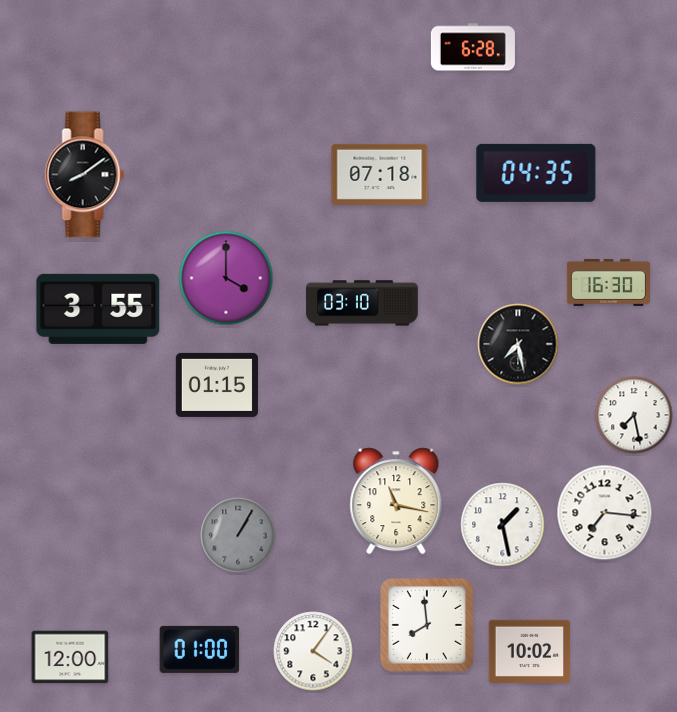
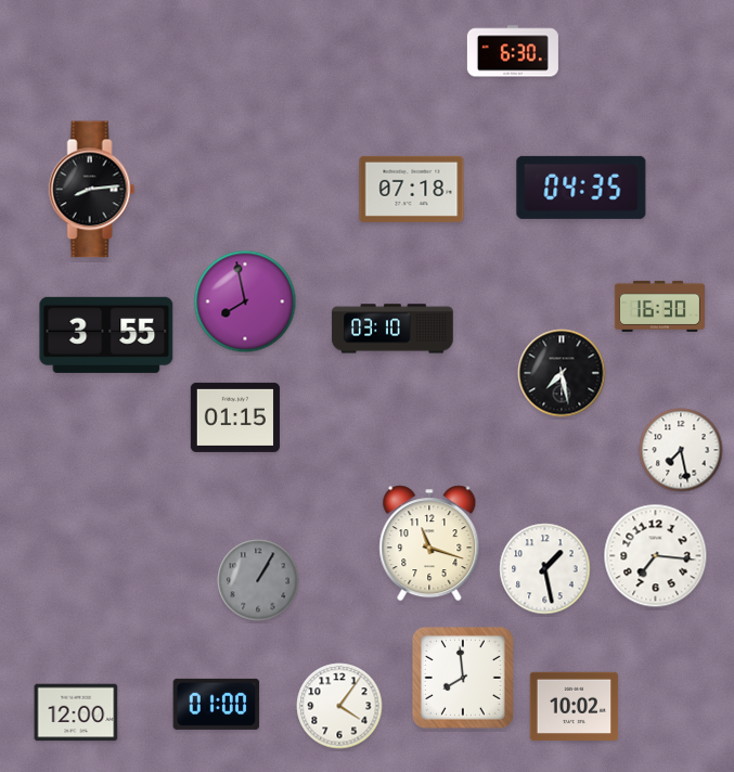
clock at (473, 47): 6:28 -> 6:30
clock at (85, 175): 8:09 -> 8:14
clock at (226, 278): 4:00 -> 7:58
clock at (634, 415) position: (634, 415) -> (681, 450)
clock at (396, 501): 11:17 -> 11:18
